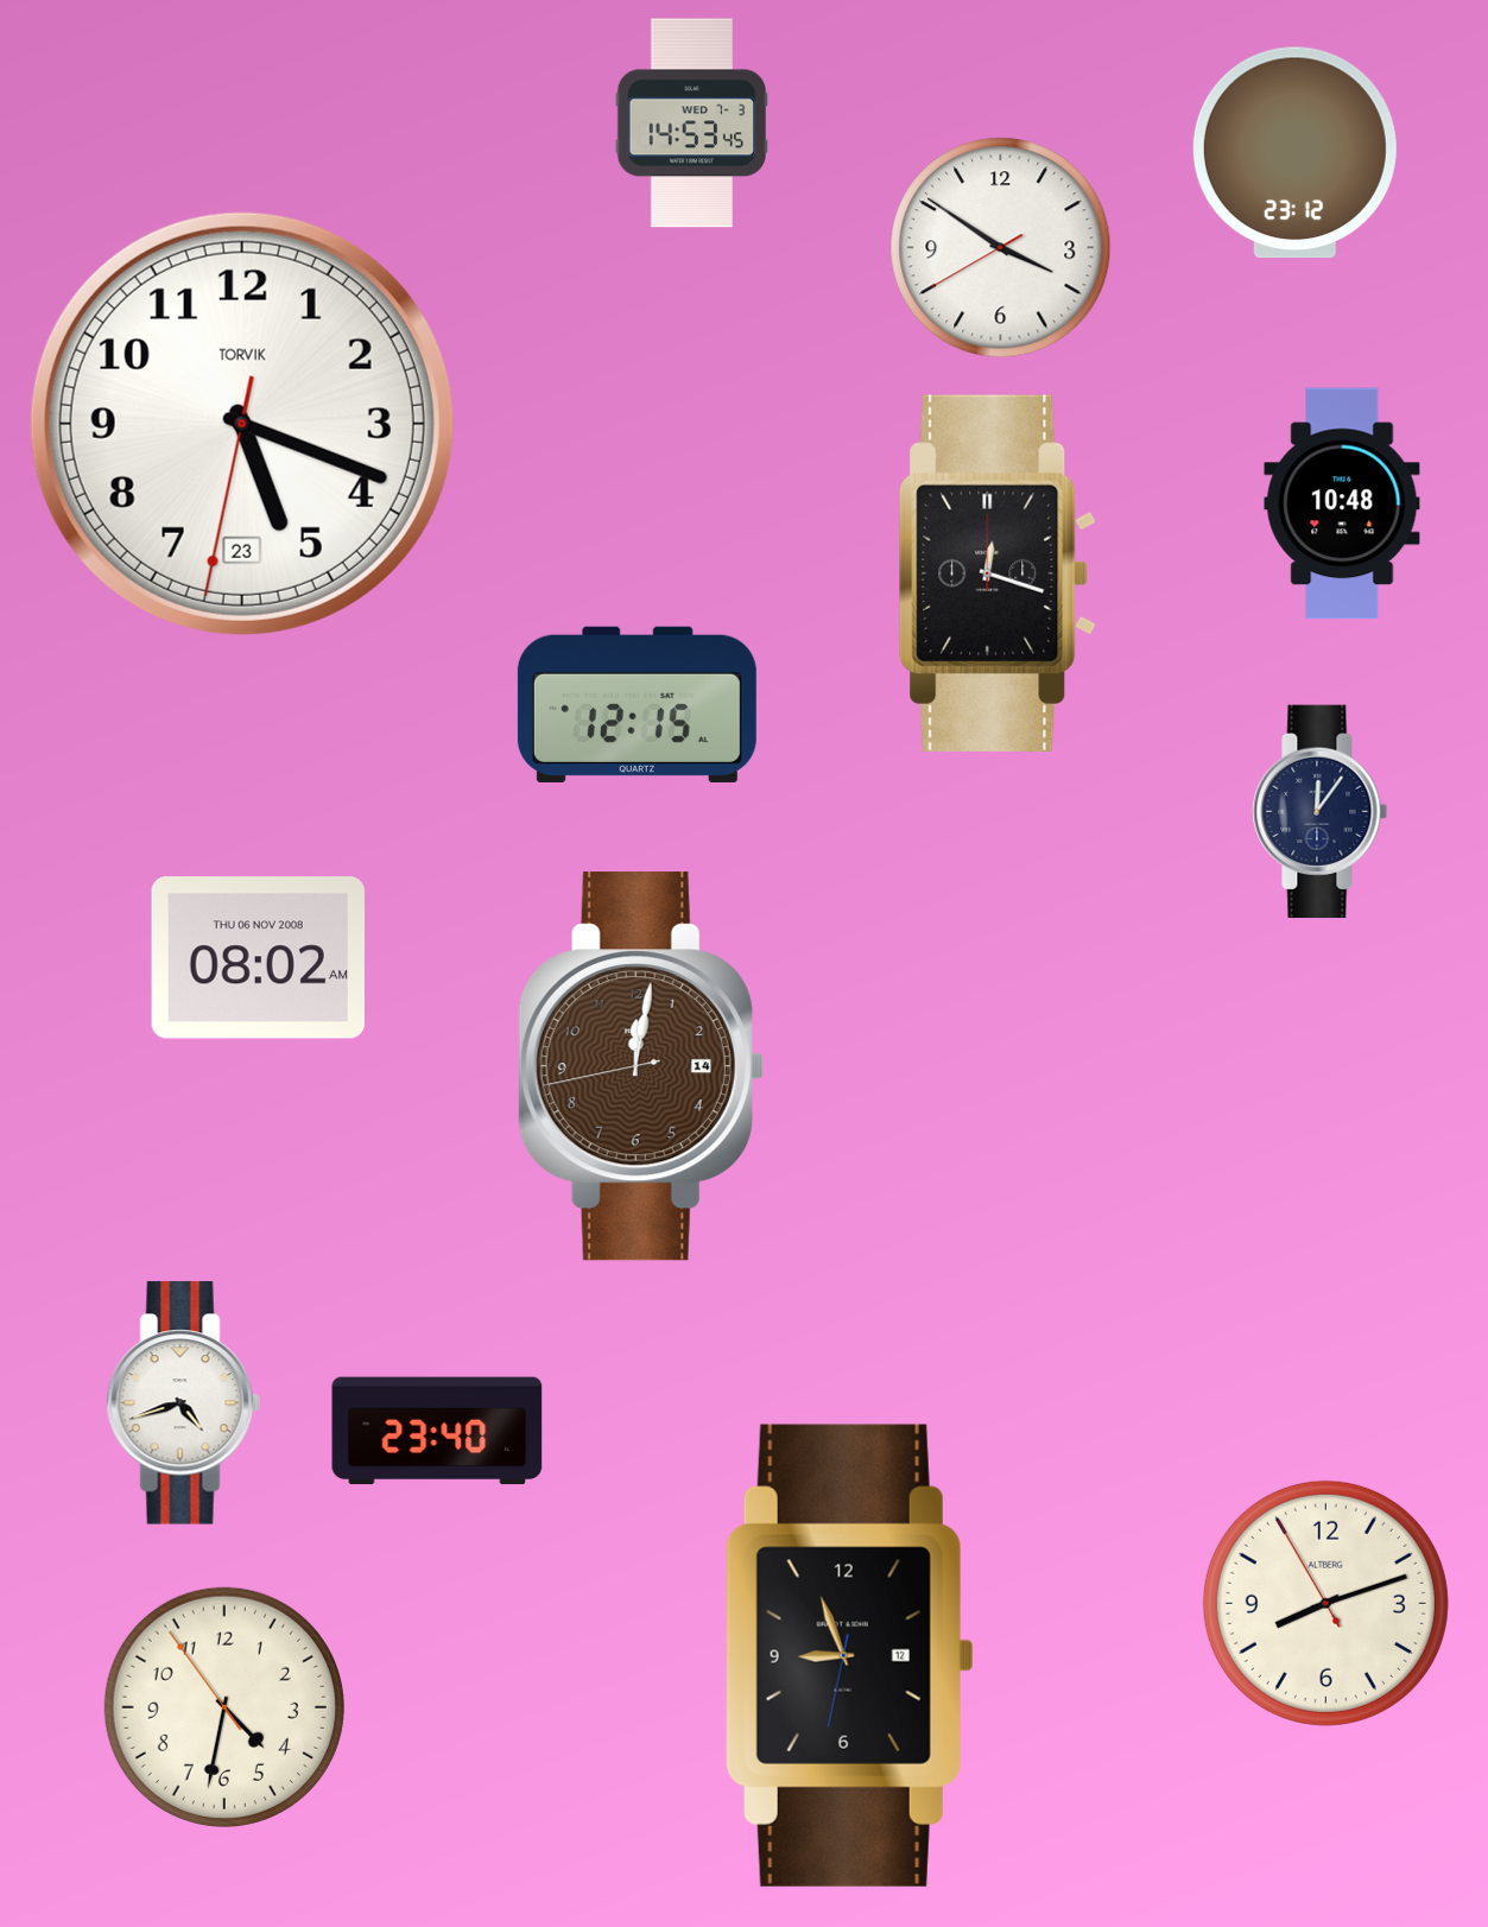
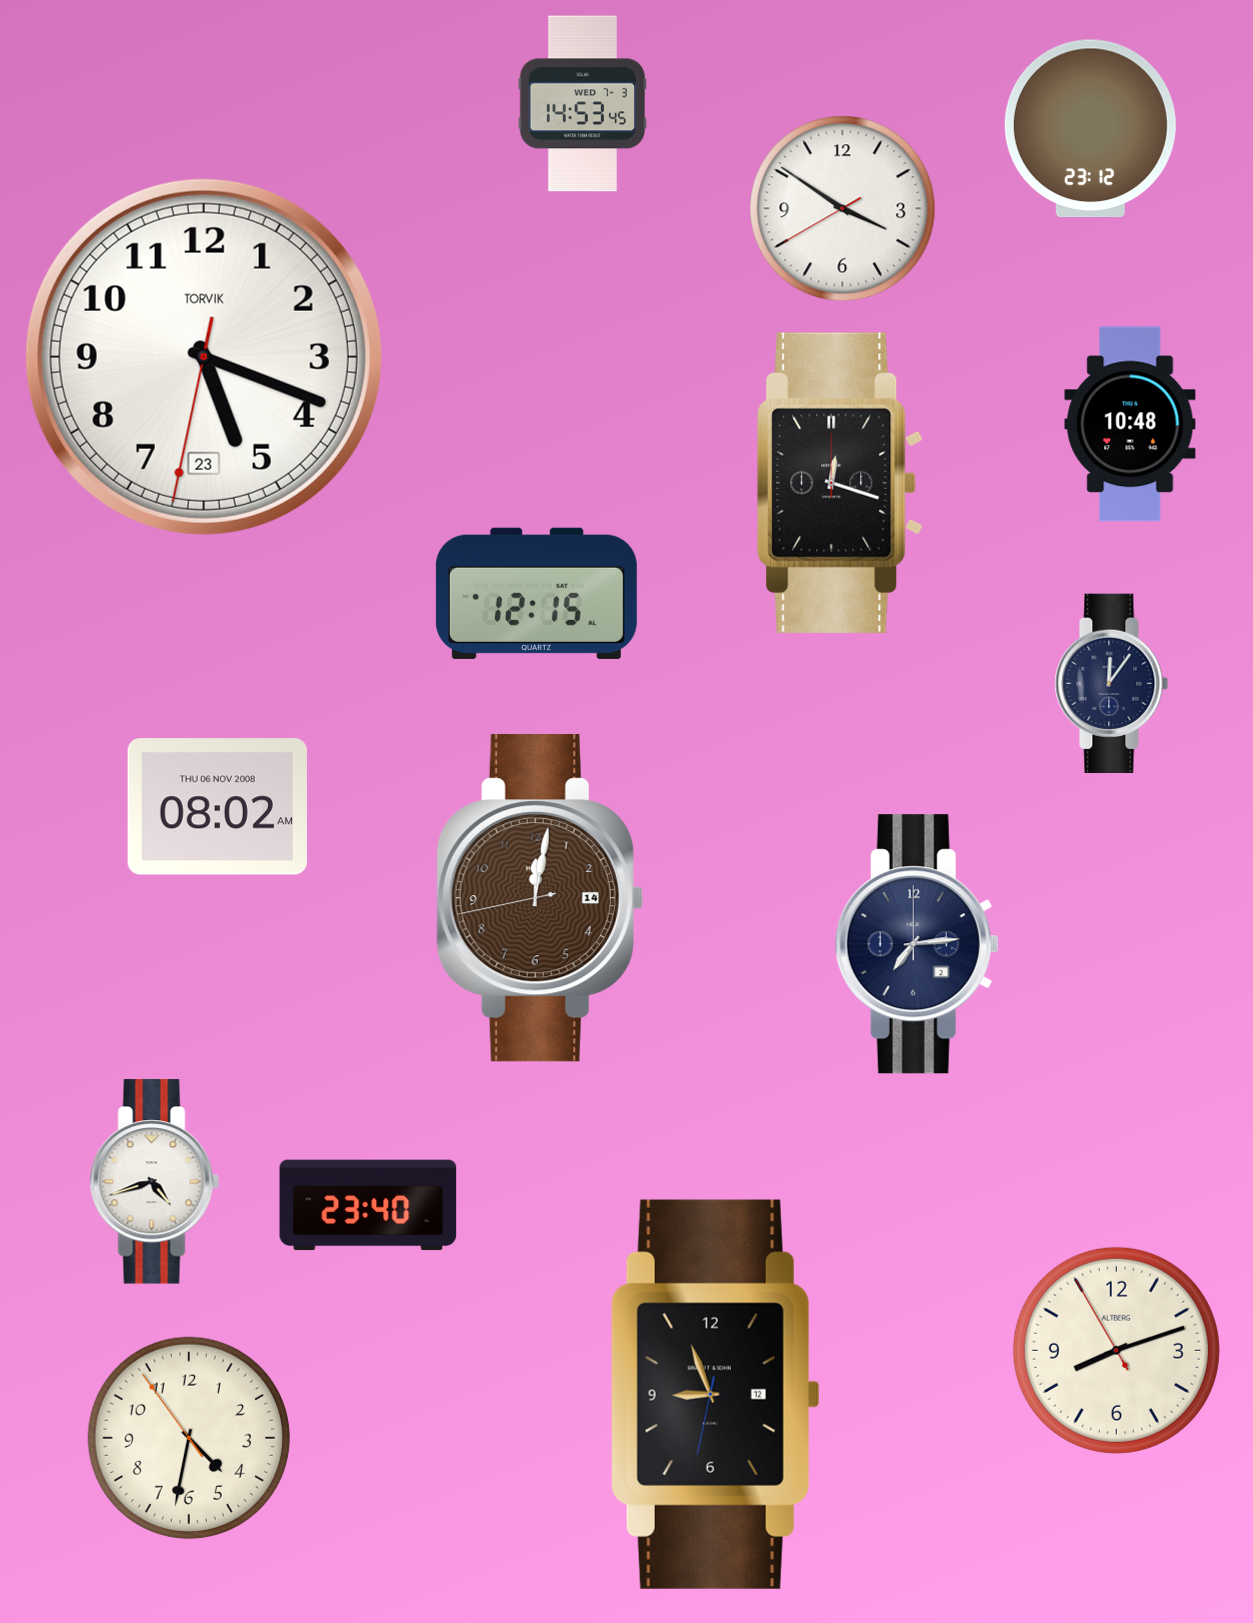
clock at (917, 944): none -> 7:14
